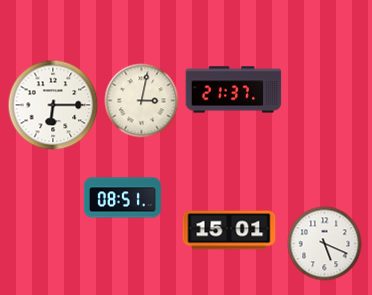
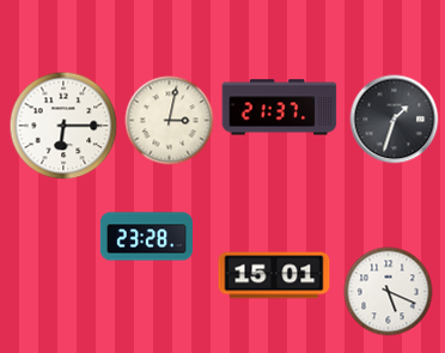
clock at (395, 120): none -> 1:33
clock at (122, 198): 08:51 -> 23:28
